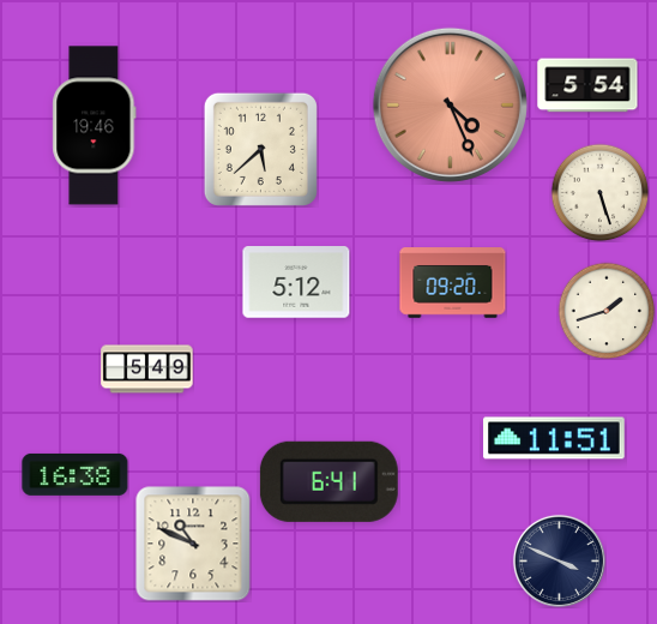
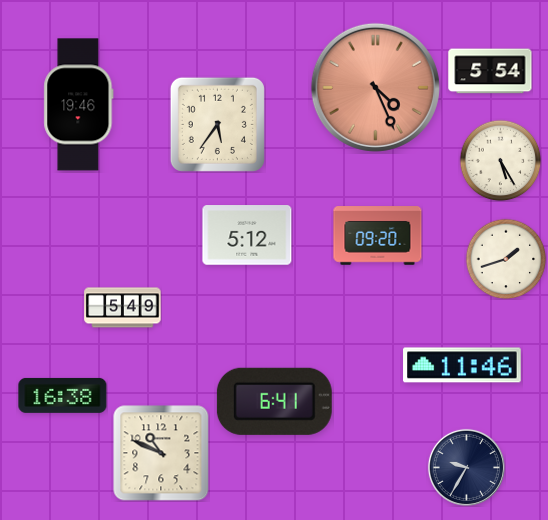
clock at (260, 149): 5:38 -> 5:36
clock at (599, 192): 5:27 -> 5:25
clock at (554, 438): 11:51 -> 11:46
clock at (559, 560): 3:49 -> 9:35
